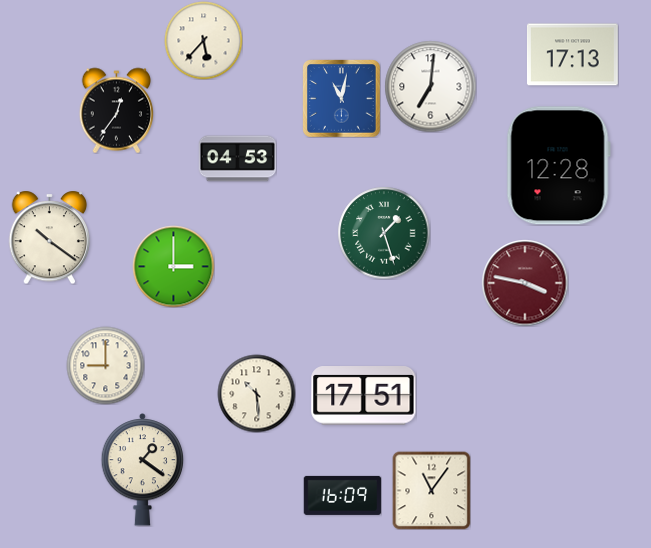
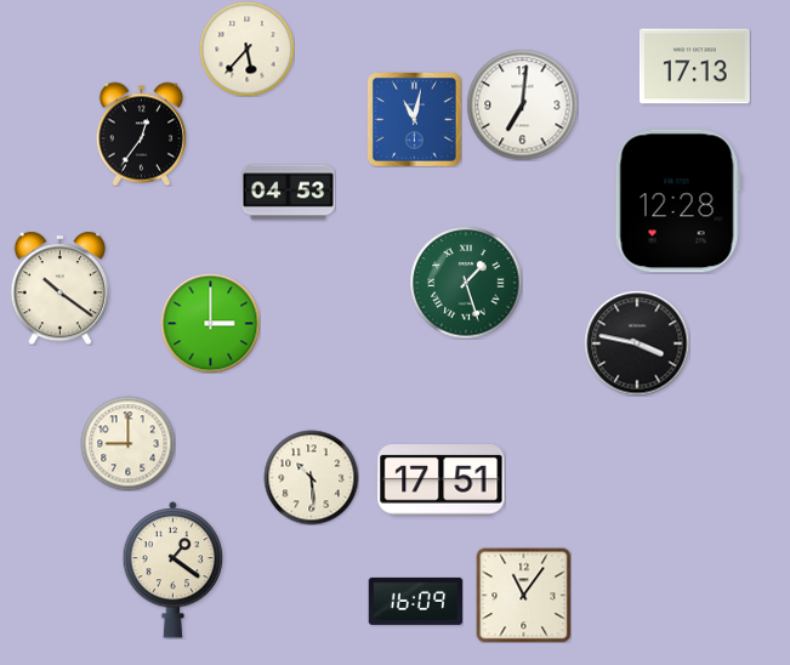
clock at (525, 283) dial: burgundy -> black
